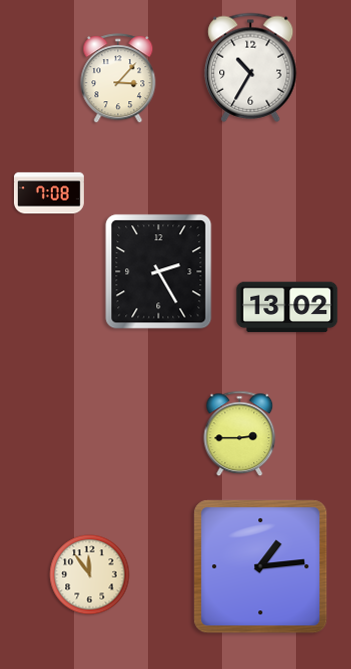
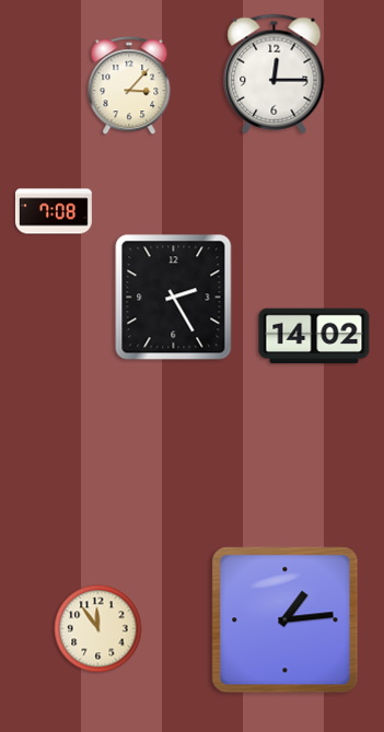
clock at (251, 67): 10:35 -> 12:15
clock at (287, 307): 13:02 -> 14:02
clock at (240, 434): 2:45 -> none
